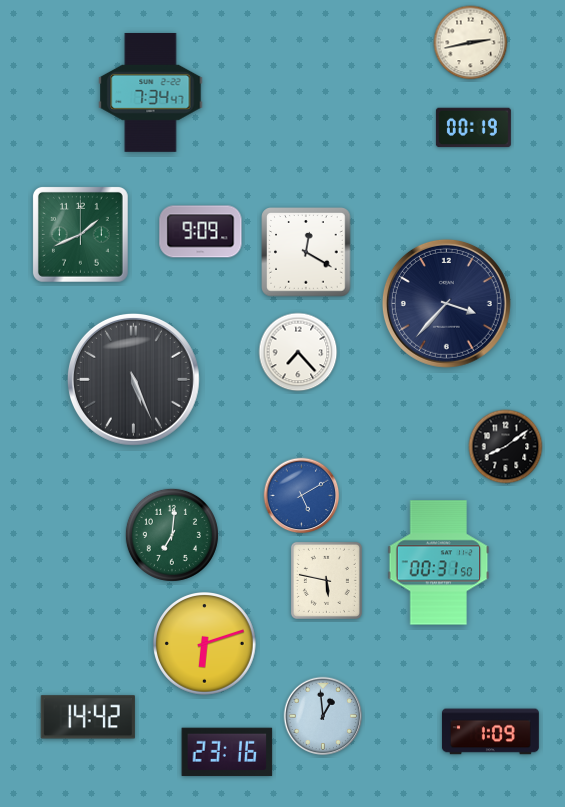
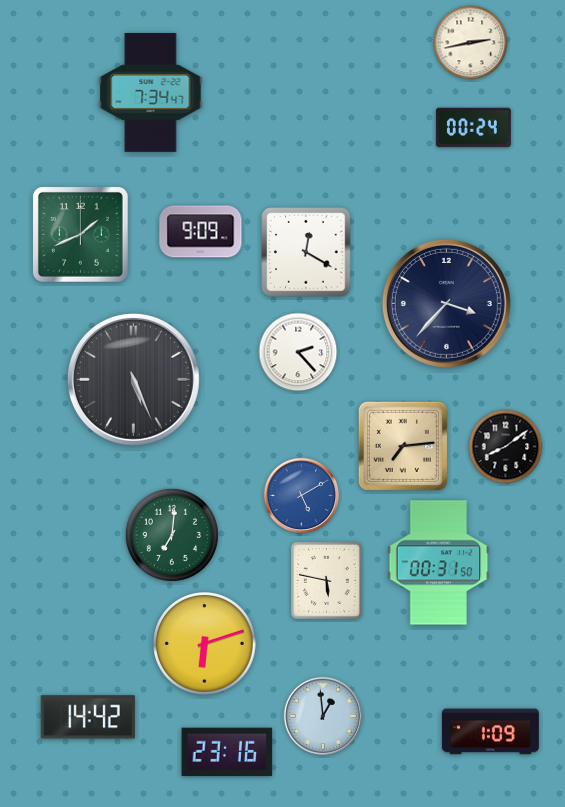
clock at (473, 128): 00:19 -> 00:24
clock at (298, 352): 7:23 -> 2:23
clock at (403, 446): none -> 7:14
